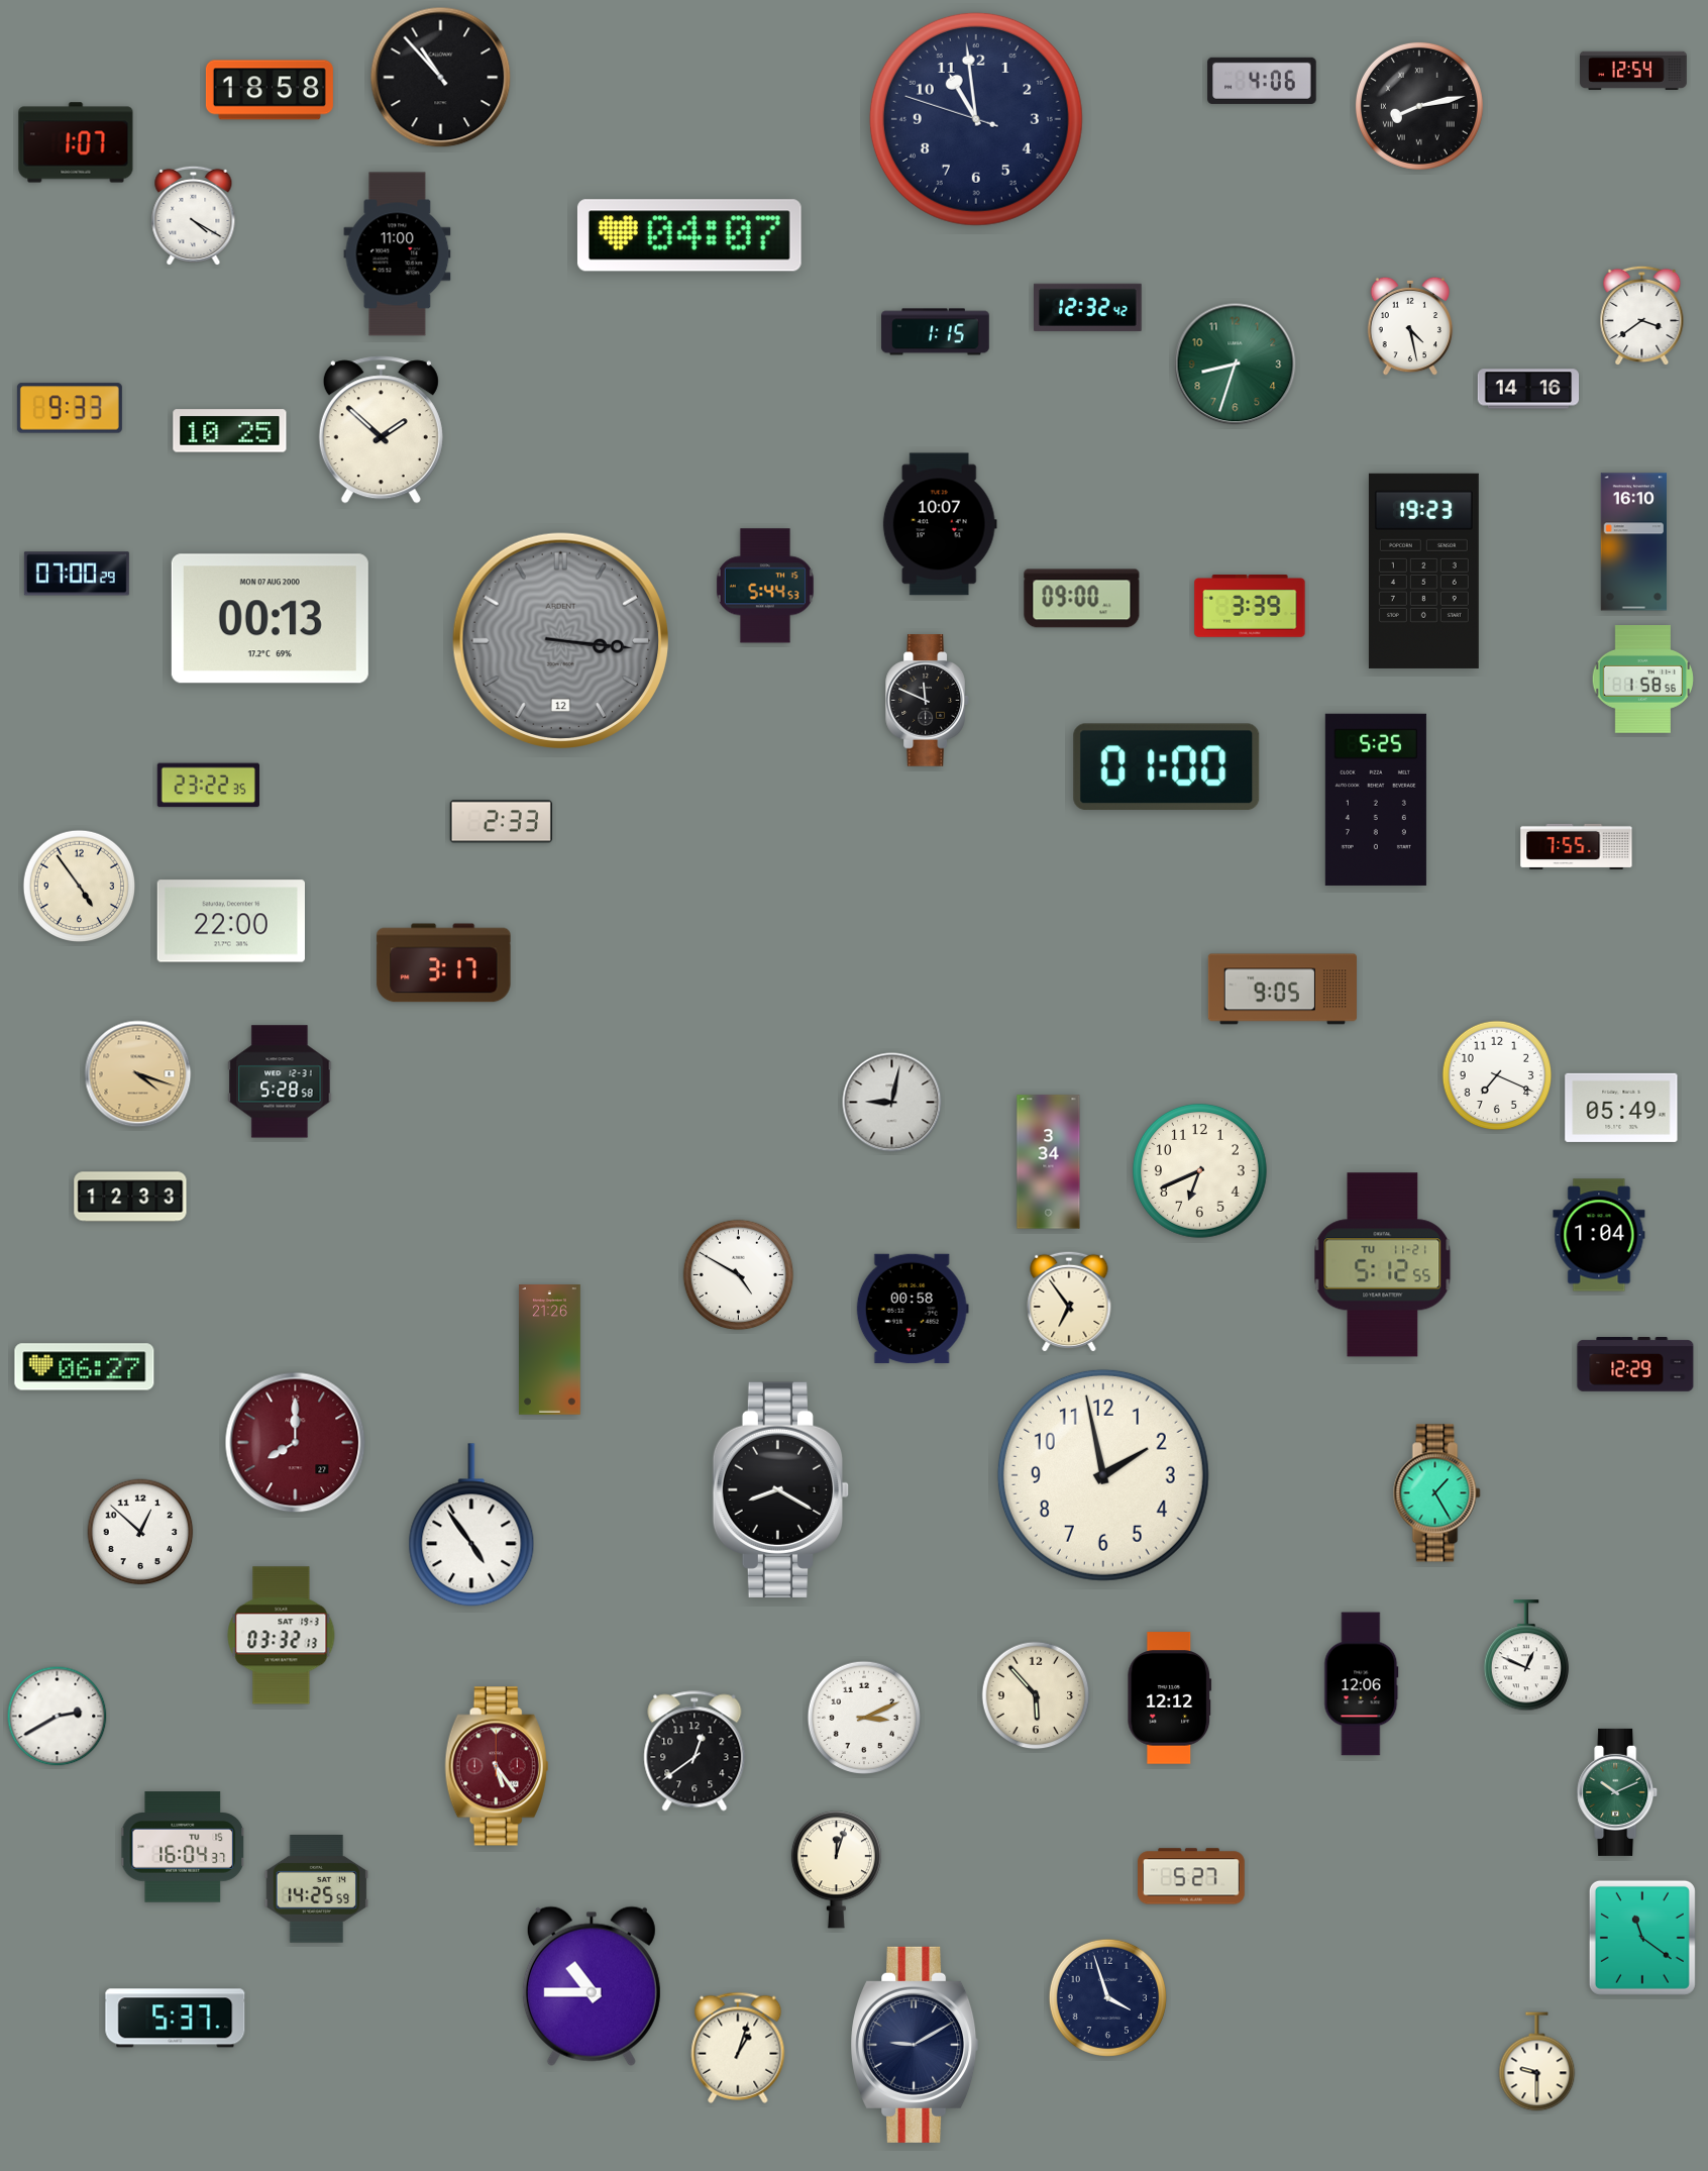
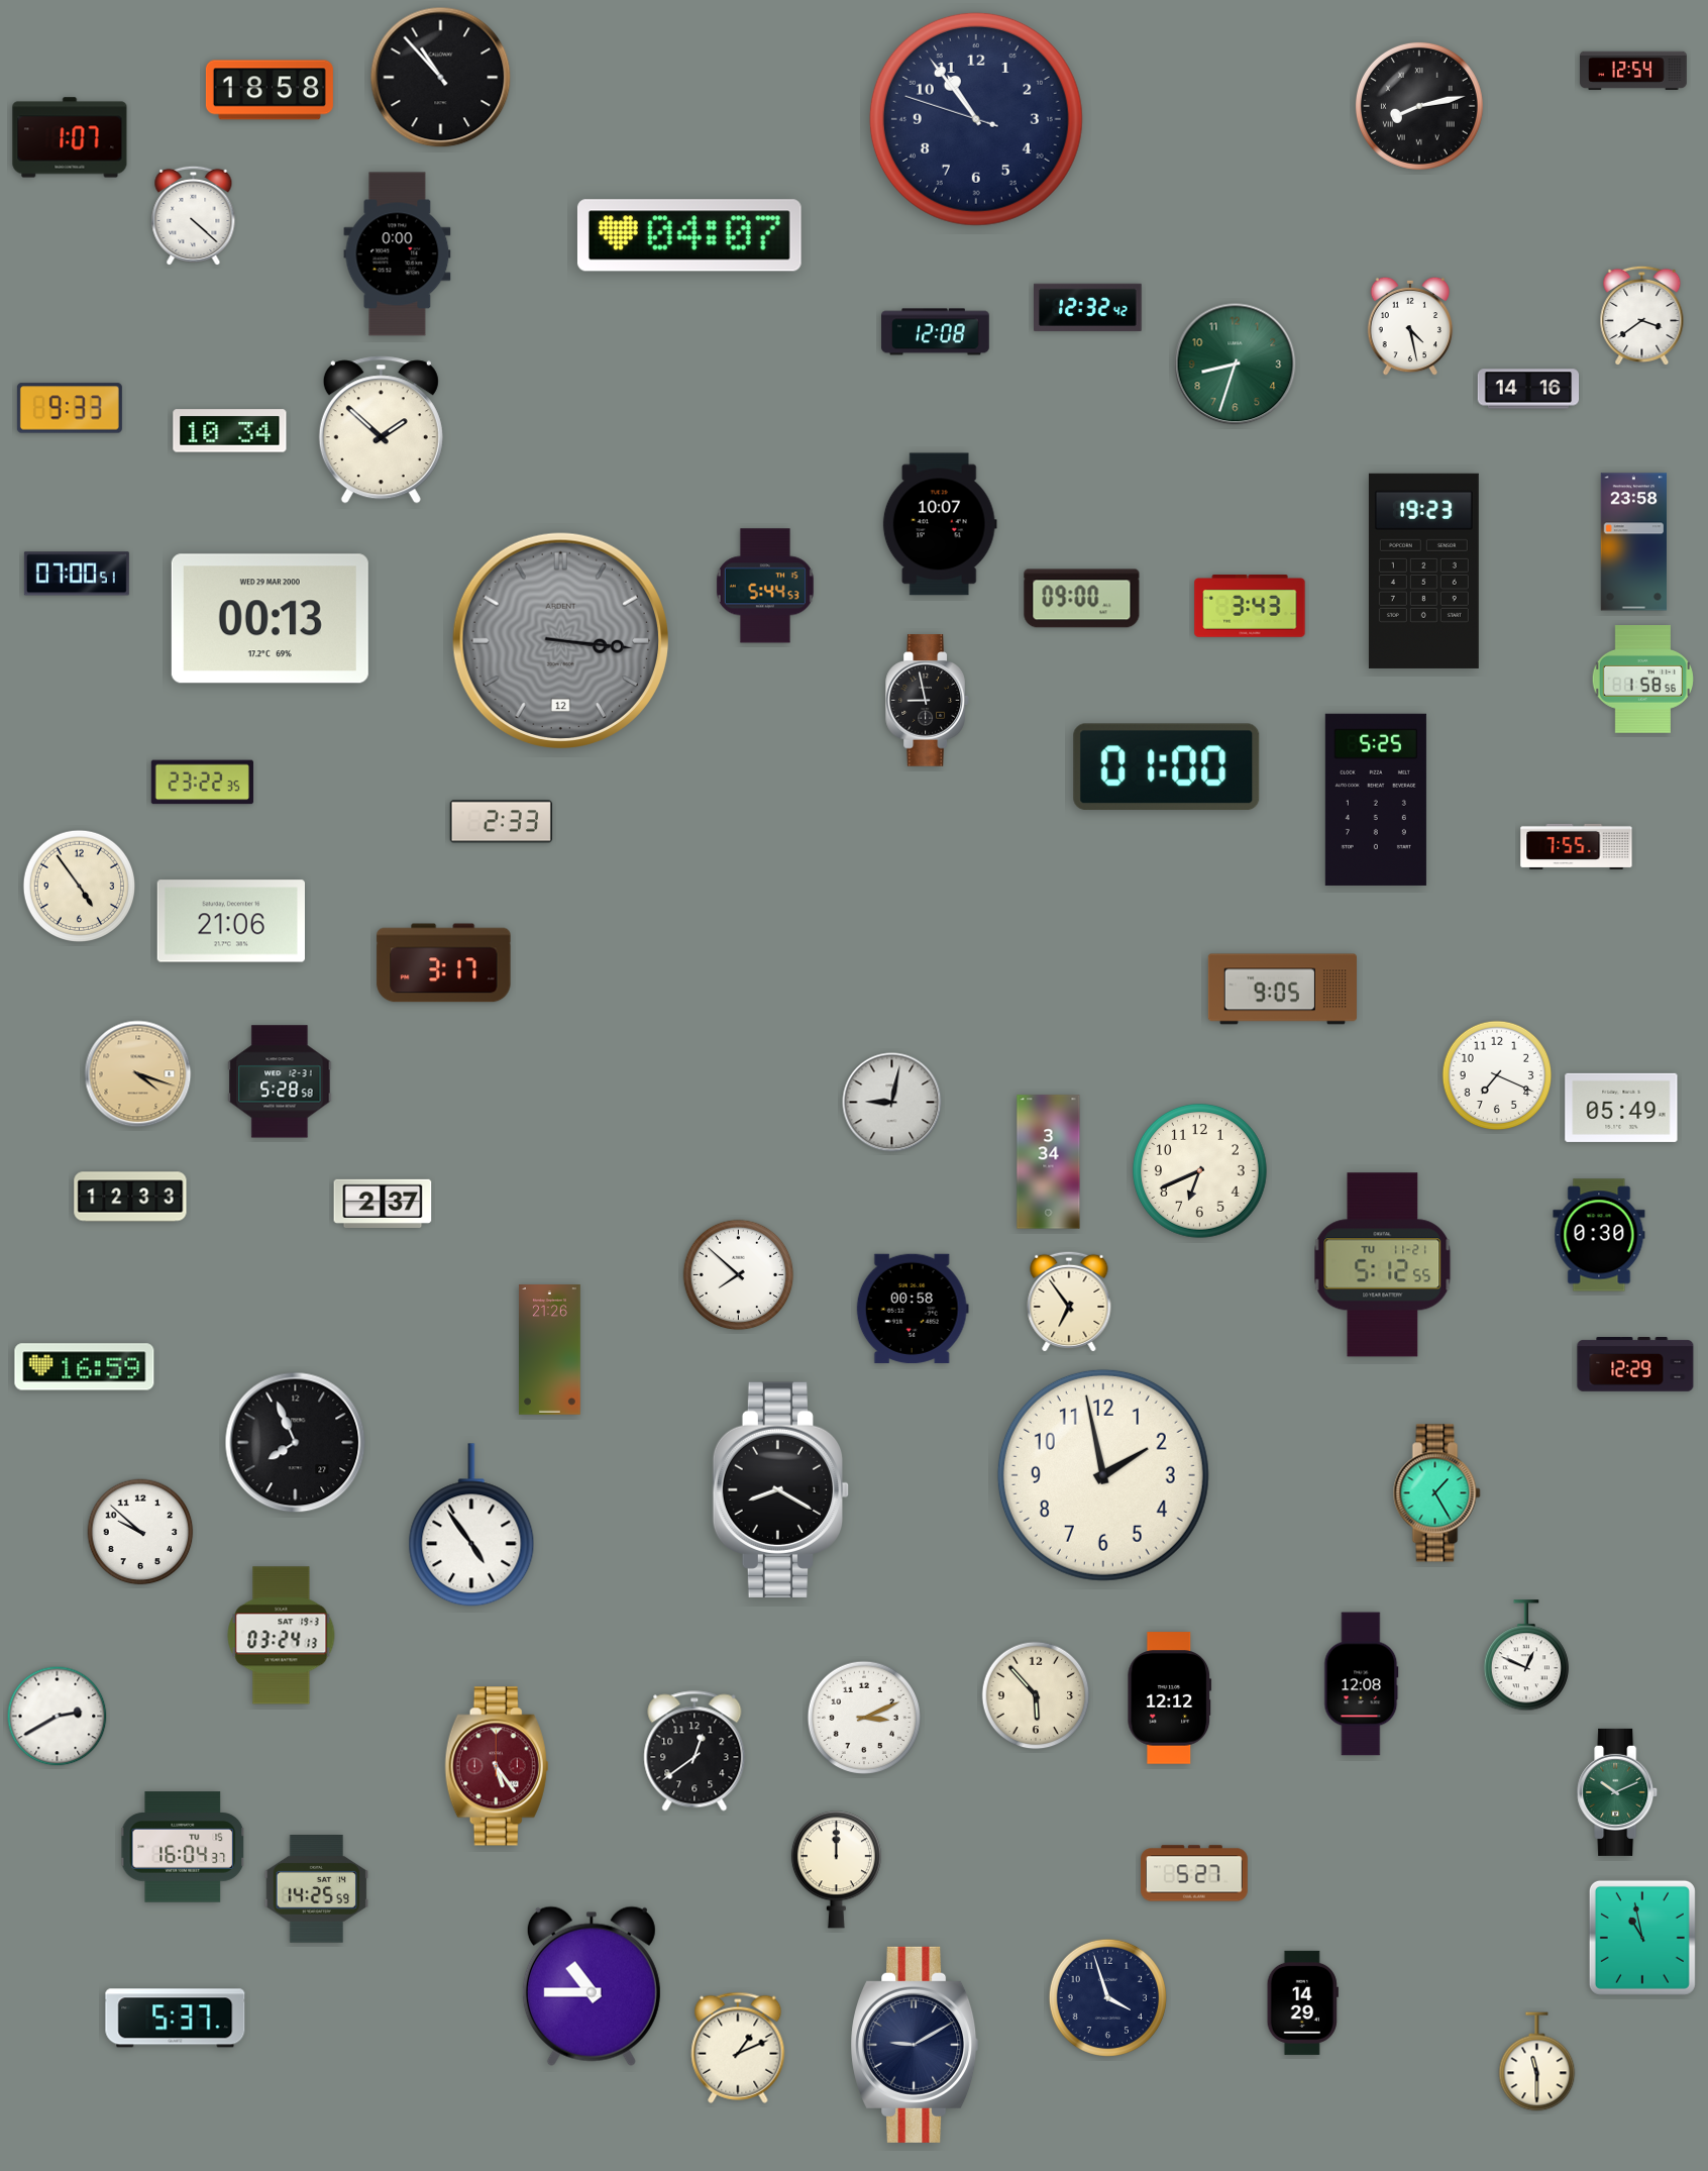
clock at (1262, 81): 4:06 -> none
clock at (976, 119): 10:58 -> 10:53
clock at (76, 142) position: (76, 142) -> (70, 137)
clock at (194, 216): 4:20 -> 4:22
clock at (398, 254): 11:00 -> 0:00
clock at (936, 332): 1:15 -> 12:08
clock at (230, 431): 10:25 -> 10:34
clock at (1634, 542): 16:10 -> 23:58
clock at (77, 574): 07:00:29 -> 07:00:51
clock at (1250, 607): 3:39 -> 3:43
clock at (270, 619) date: MON 07 AUG 2000 -> WED 29 MAR 2000
clock at (928, 701): 11:49 -> 8:58
clock at (208, 786) position: (208, 786) -> (202, 783)
clock at (231, 921): 22:00 -> 21:06
clock at (383, 1203): none -> 2:37
clock at (1599, 1235): 1:04 -> 0:30
clock at (739, 1275): 4:50 -> 7:52
clock at (85, 1367): 06:27 -> 16:59
clock at (296, 1443): 8:00 -> 7:56
clock at (296, 1443) dial: burgundy -> black
clock at (140, 1532): 12:52 -> 9:52
clock at (282, 1636): 03:32 -> 03:24
clock at (1362, 1684): 12:06 -> 12:08
clock at (836, 1870): 12:03 -> 12:00
clock at (1192, 1876) position: (1192, 1876) -> (1195, 1873)
clock at (1642, 1938): 11:21 -> 10:58
clock at (1302, 2002): none -> 14:29
clock at (738, 2048): 1:03 -> 1:11
clock at (1537, 2062): 9:30 -> 11:30
